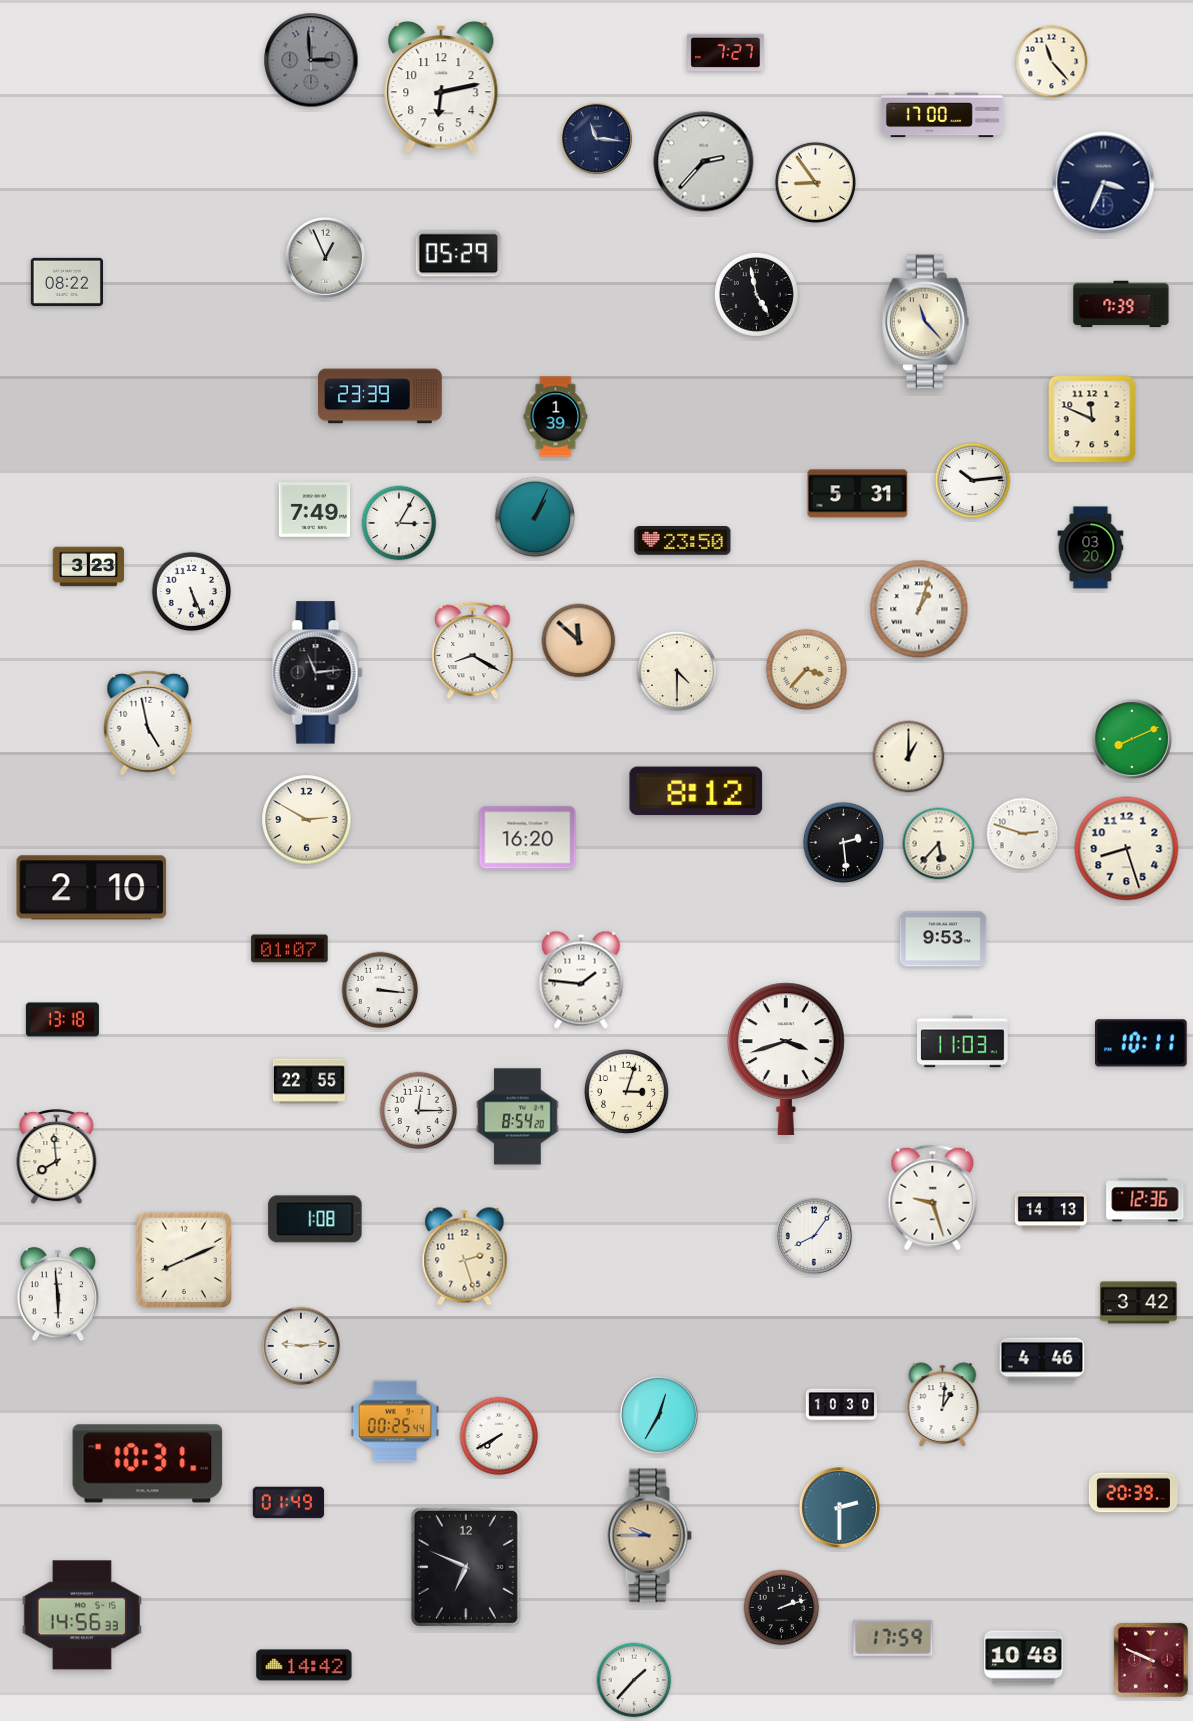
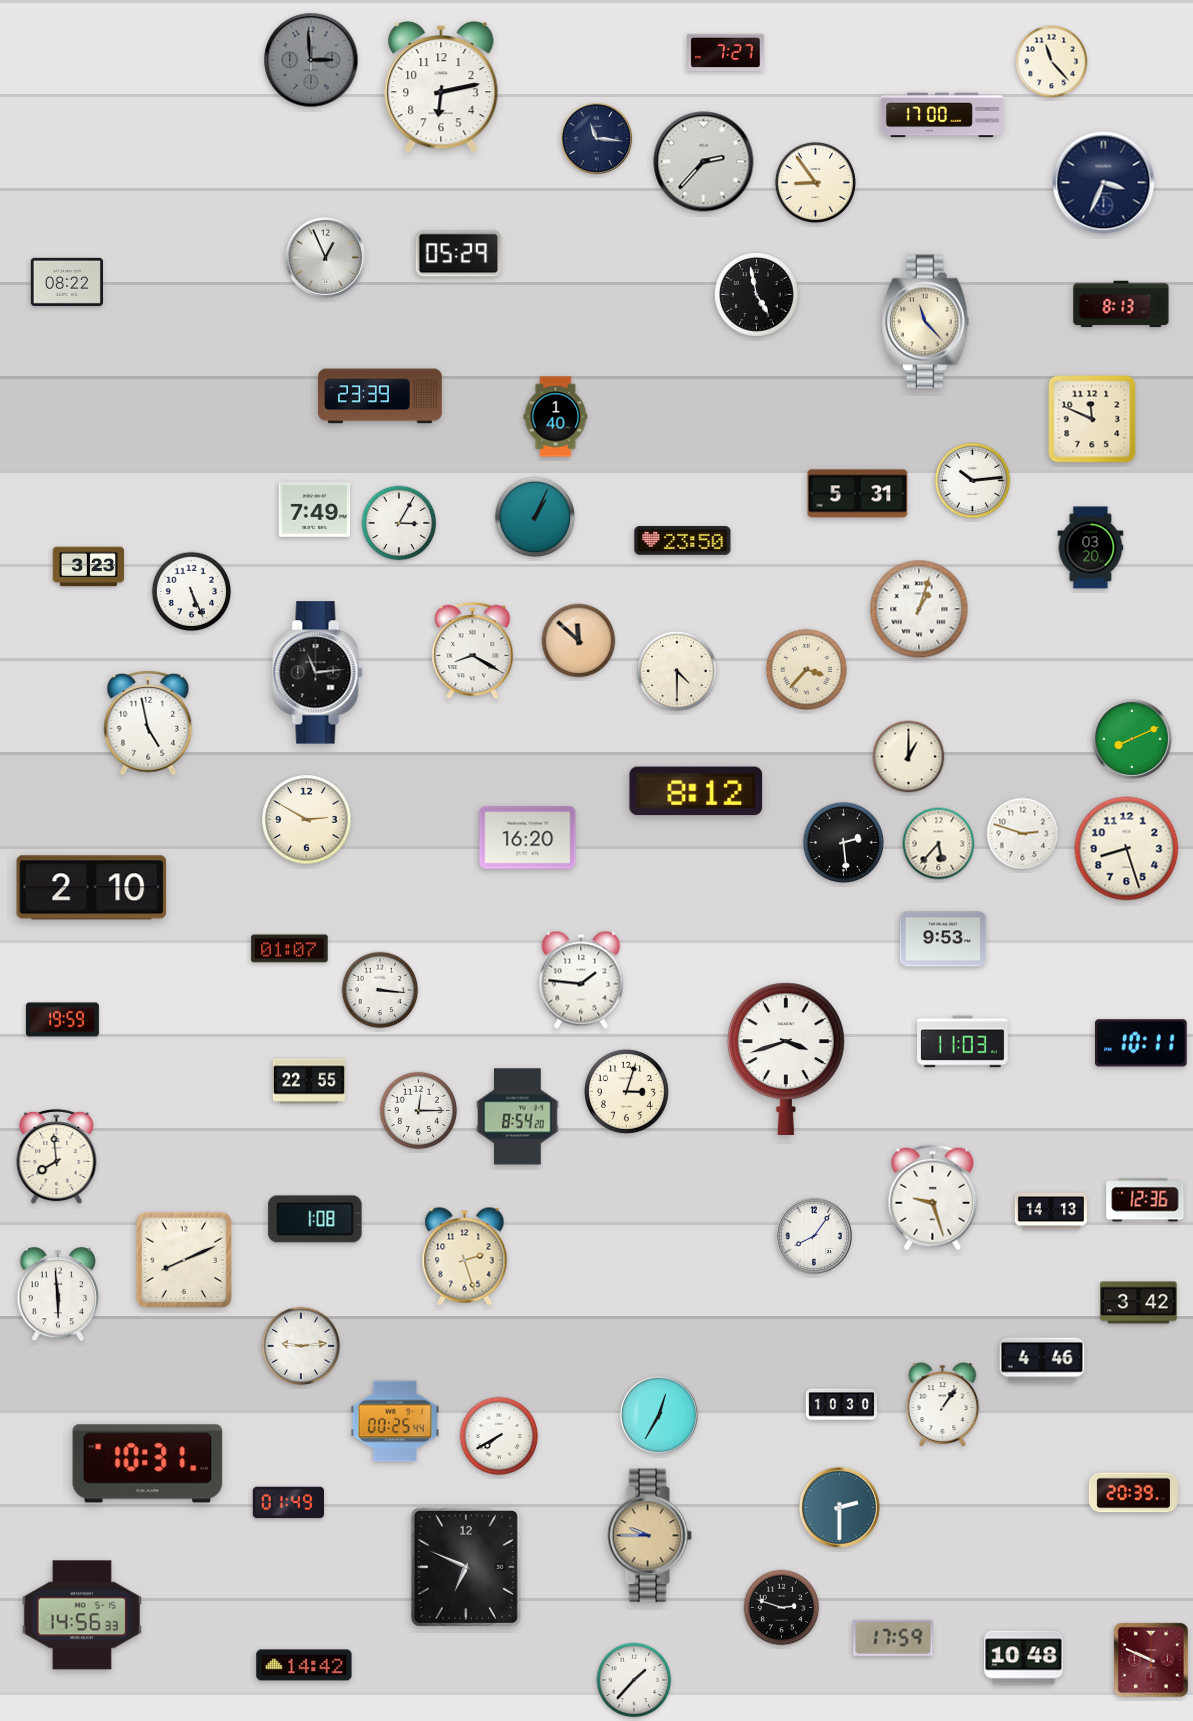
clock at (1121, 304): 7:39 -> 8:13
clock at (556, 417): 1:39 -> 1:40
clock at (62, 1020): 13:18 -> 19:59
clock at (943, 1405): 1:01 -> 1:06
clock at (782, 1608): 2:12 -> 2:48
